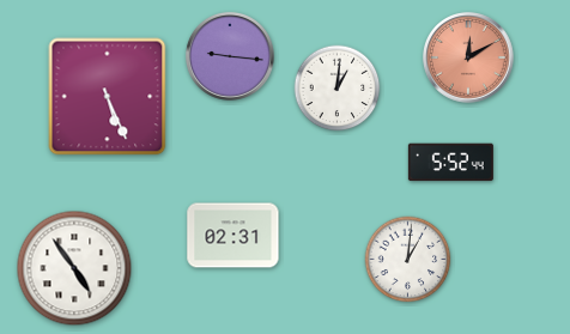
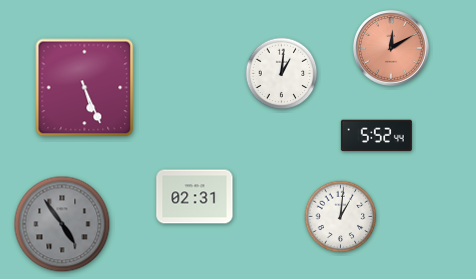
clock at (230, 56): 9:16 -> none
clock at (108, 97) position: (108, 97) -> (85, 88)
clock at (74, 268) dial: white -> grey
